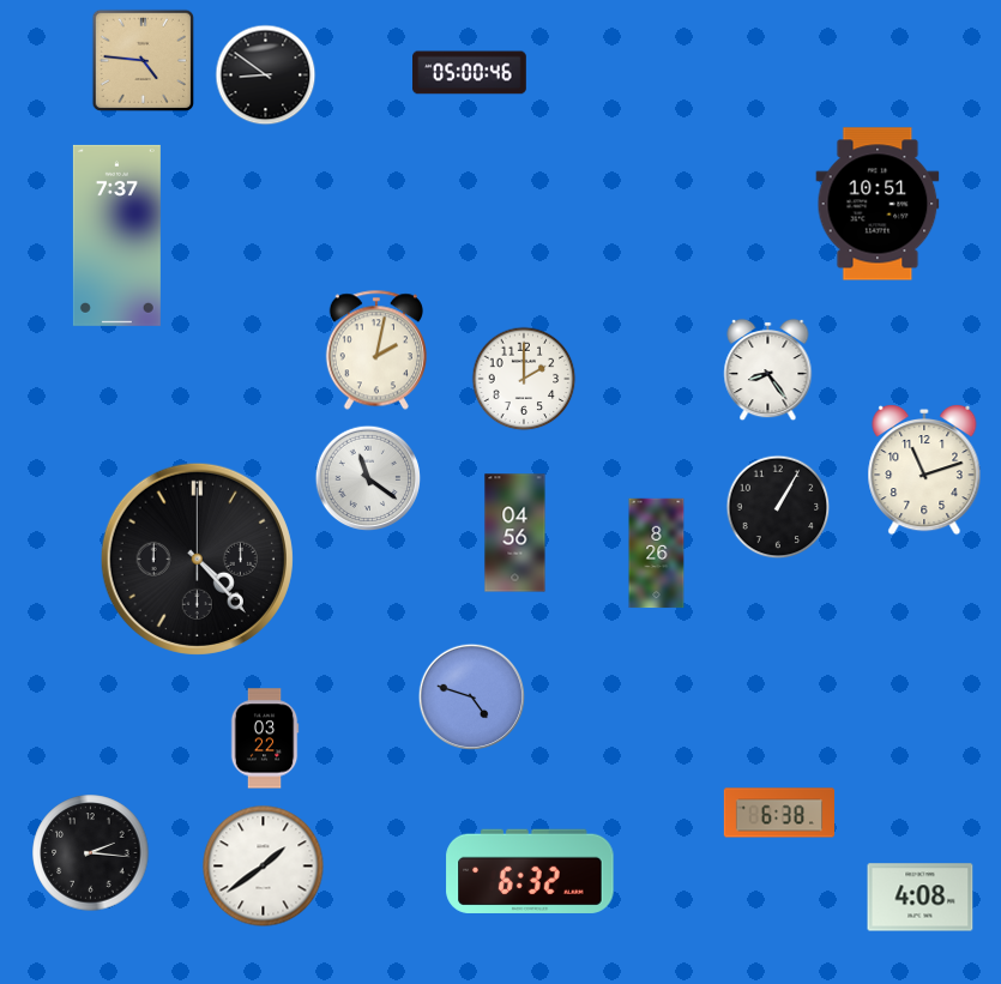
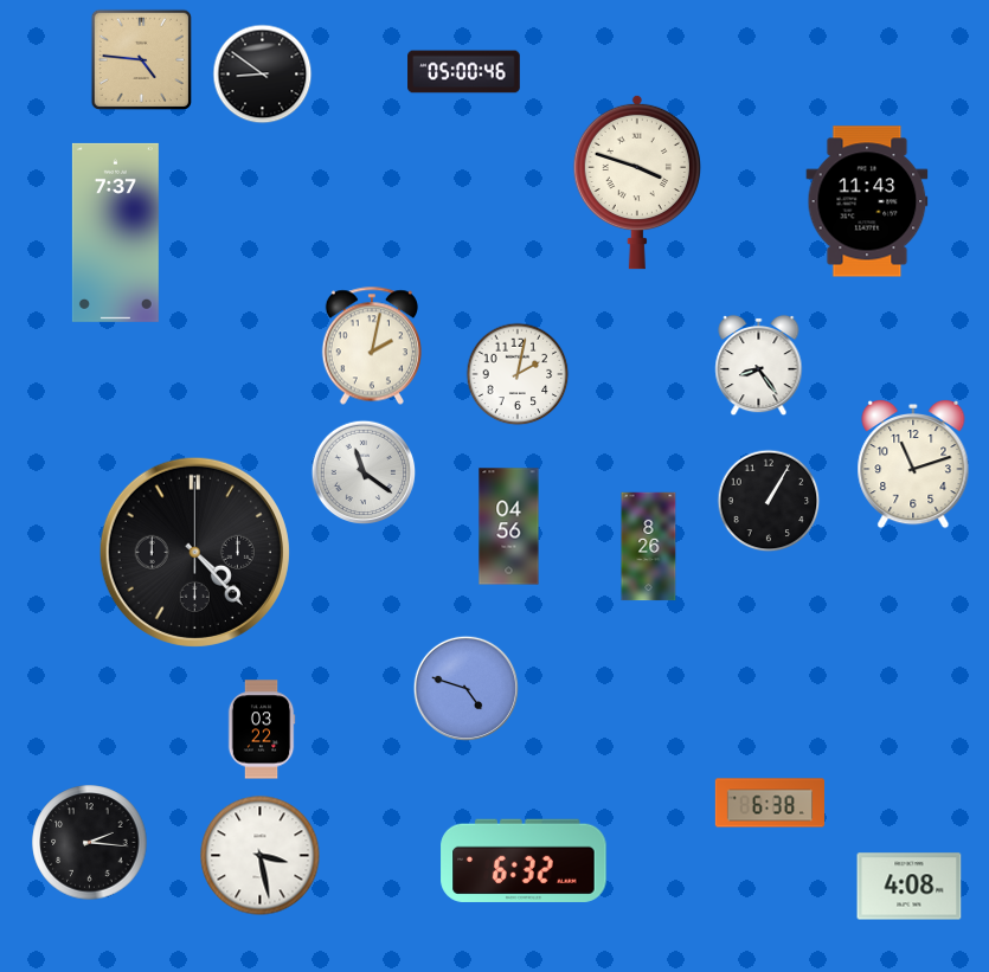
clock at (637, 182): none -> 3:48
clock at (878, 204): 10:51 -> 11:43
clock at (524, 379): 2:00 -> 2:02
clock at (264, 867): 1:39 -> 3:28
